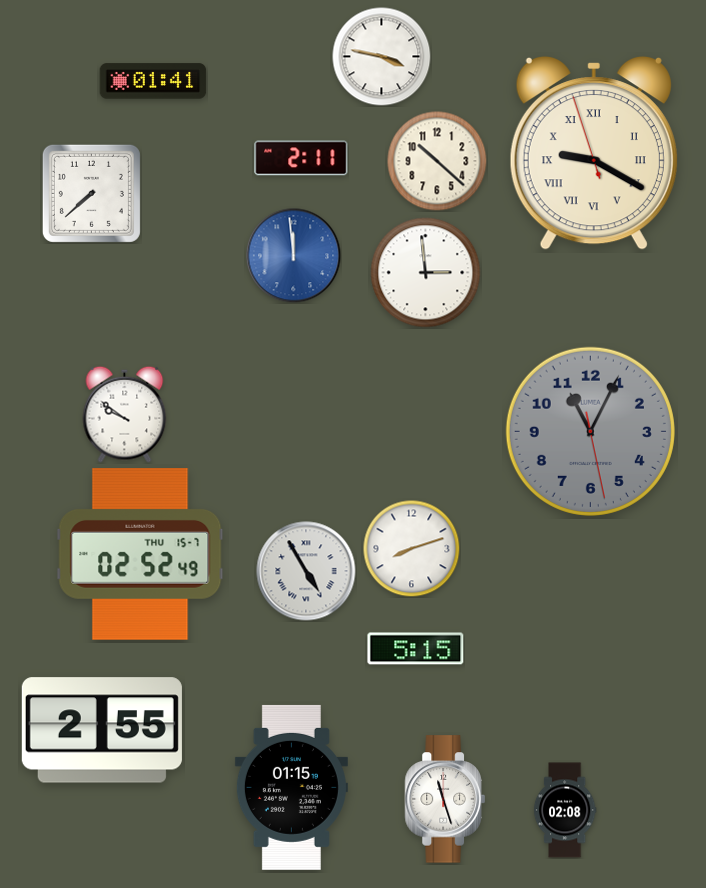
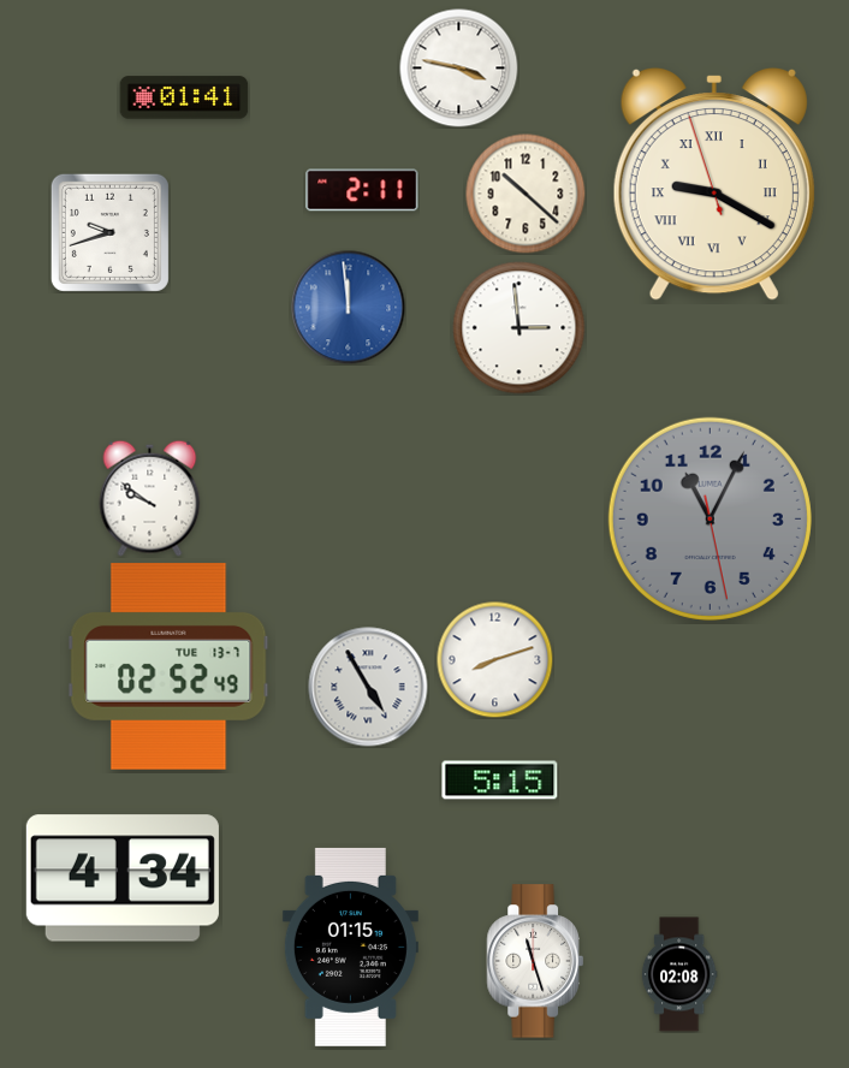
clock at (91, 193): 7:38 -> 9:42
clock at (293, 255) position: (293, 255) -> (348, 307)
clock at (426, 273) position: (426, 273) -> (520, 328)
clock at (140, 554) date: THU 15-7 -> TUE 13-7
clock at (102, 730): 2:55 -> 4:34
